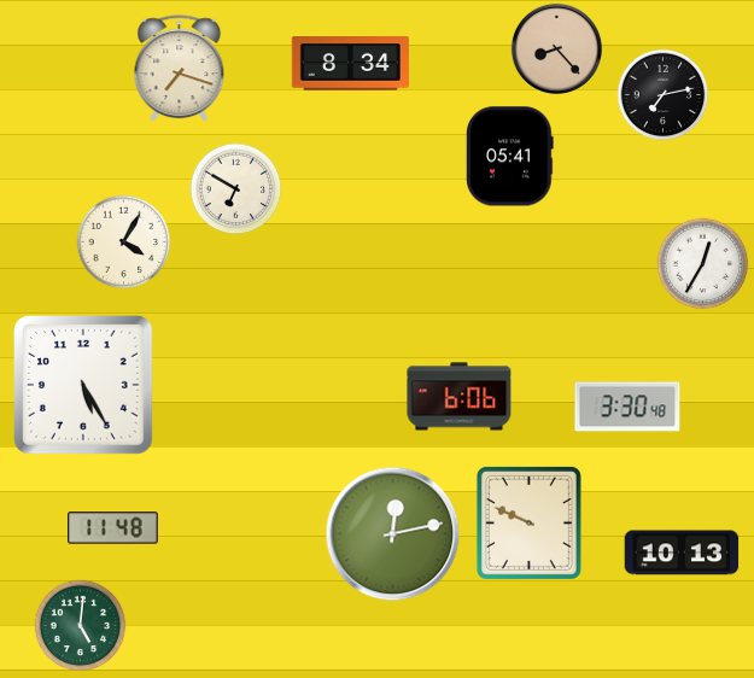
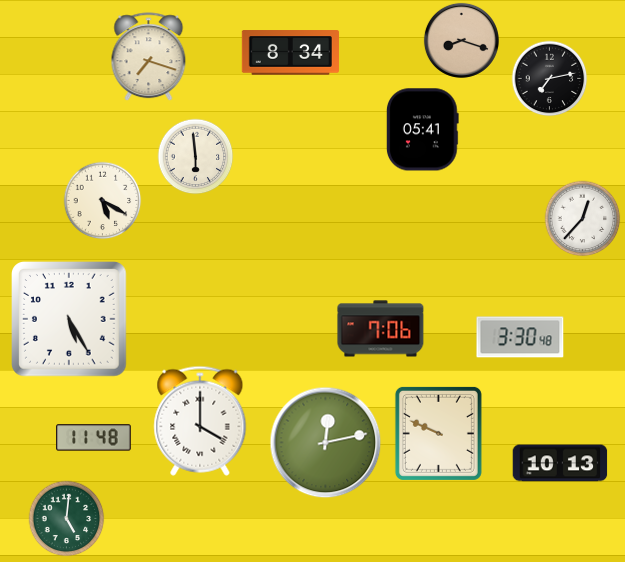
clock at (556, 48): 8:23 -> 8:18
clock at (236, 189): 6:50 -> 5:59
clock at (124, 242): 4:05 -> 5:20
clock at (703, 264): 12:35 -> 12:37
clock at (460, 397): 6:06 -> 7:06
clock at (200, 421): none -> 4:00
clock at (682, 553) position: (682, 553) -> (560, 463)
